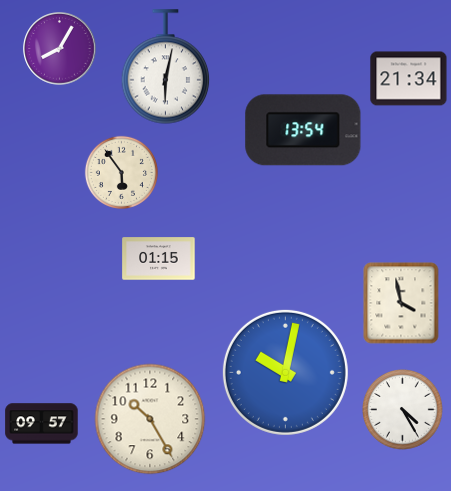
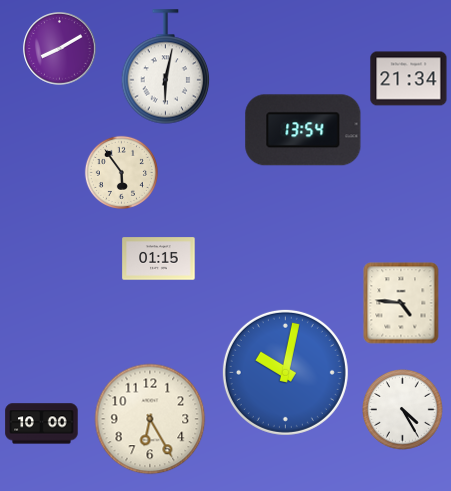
clock at (60, 49): 8:05 -> 8:10
clock at (401, 303): 3:58 -> 4:46
clock at (150, 419): 10:25 -> 6:25
clock at (42, 424): 09:57 -> 10:00
